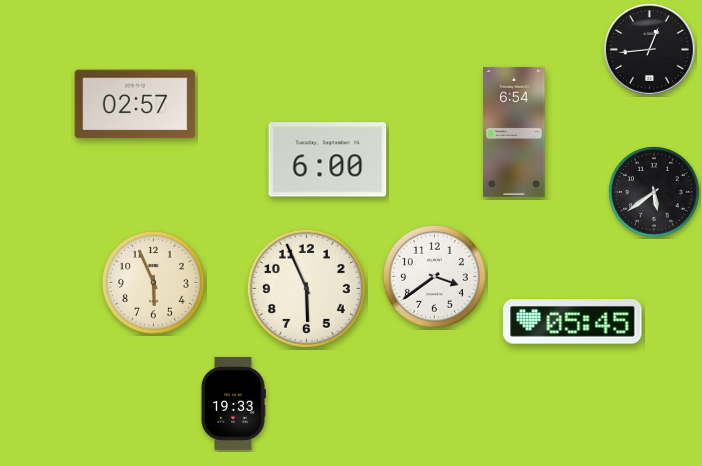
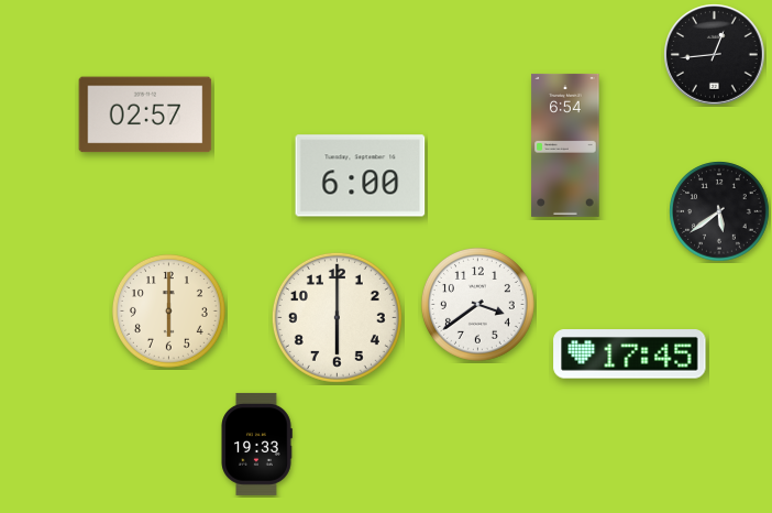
clock at (135, 104) position: (135, 104) -> (145, 114)
clock at (154, 283): 5:56 -> 6:00
clock at (306, 288): 5:56 -> 6:00
clock at (573, 322): 05:45 -> 17:45
